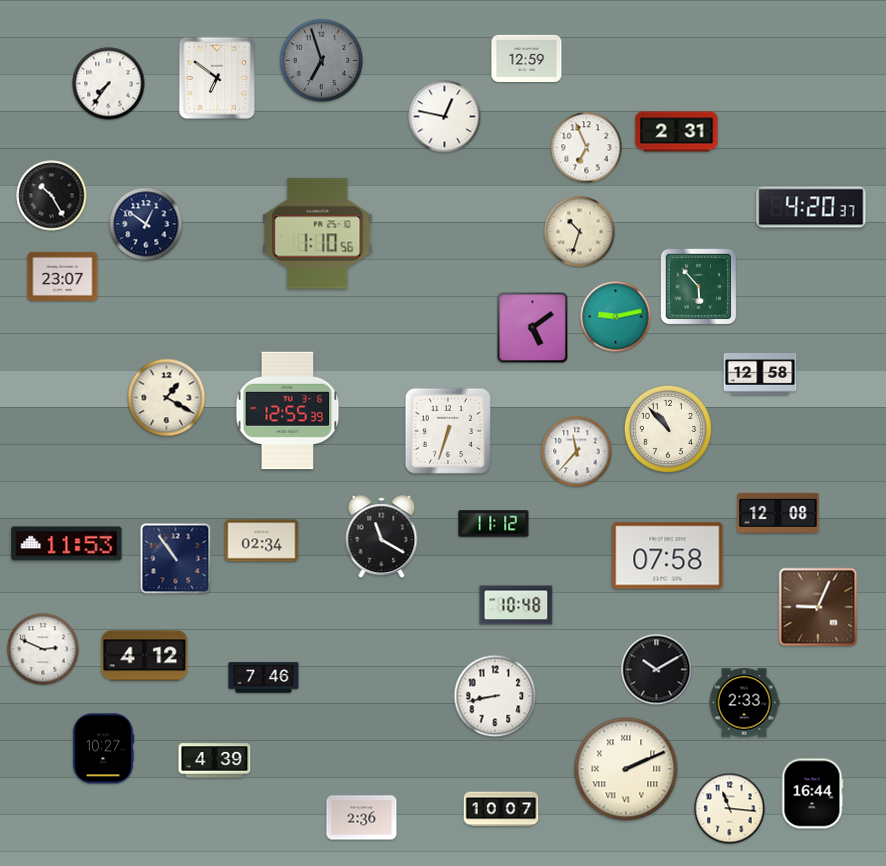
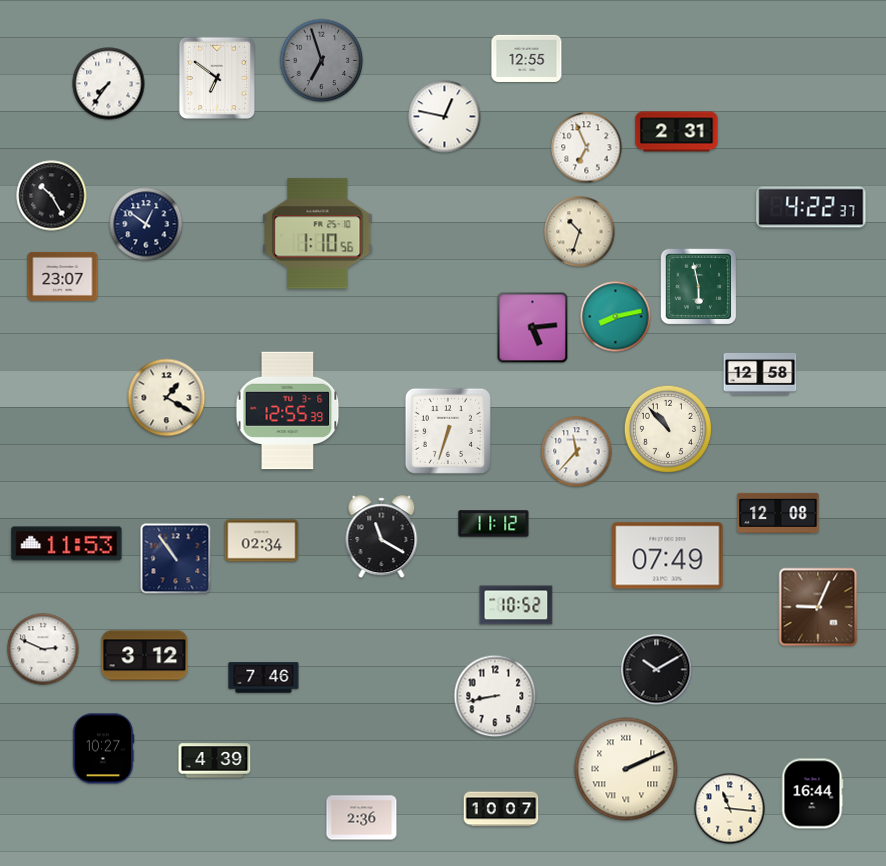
clock at (527, 58): 12:59 -> 12:55
clock at (811, 207): 4:20 -> 4:22
clock at (699, 287): 5:53 -> 5:58
clock at (616, 317): 9:13 -> 8:13
clock at (533, 328): 5:09 -> 5:14
clock at (668, 556): 07:58 -> 07:49
clock at (516, 605): 10:48 -> 10:52
clock at (145, 656): 4:12 -> 3:12
clock at (744, 703): 2:33 -> none
